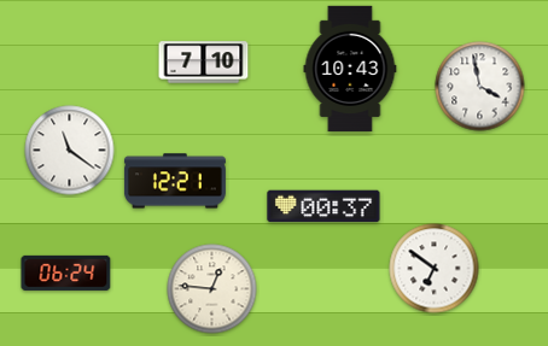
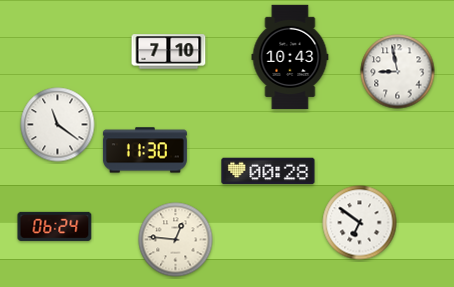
clock at (480, 87): 3:58 -> 8:58
clock at (175, 181): 12:21 -> 11:30
clock at (323, 206): 00:37 -> 00:28
